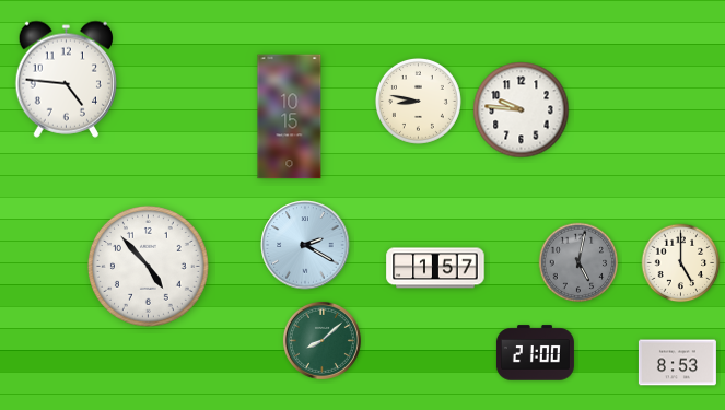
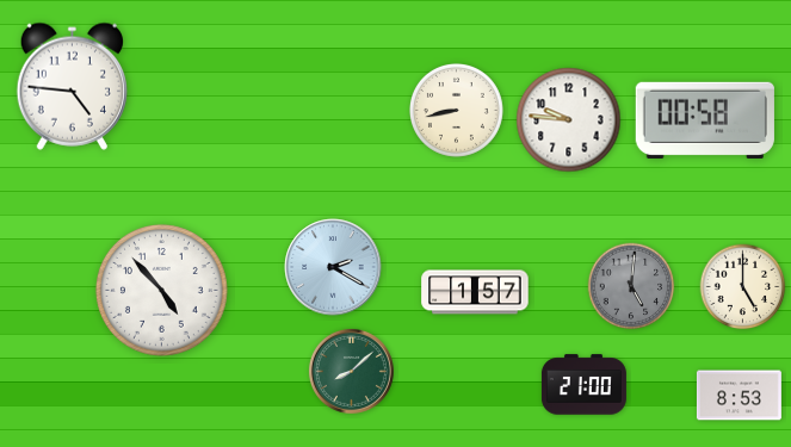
clock at (418, 101): 8:47 -> 8:43
clock at (705, 120): none -> 00:58
clock at (290, 117): 10:15 -> none
clock at (578, 262): 5:02 -> 5:01
